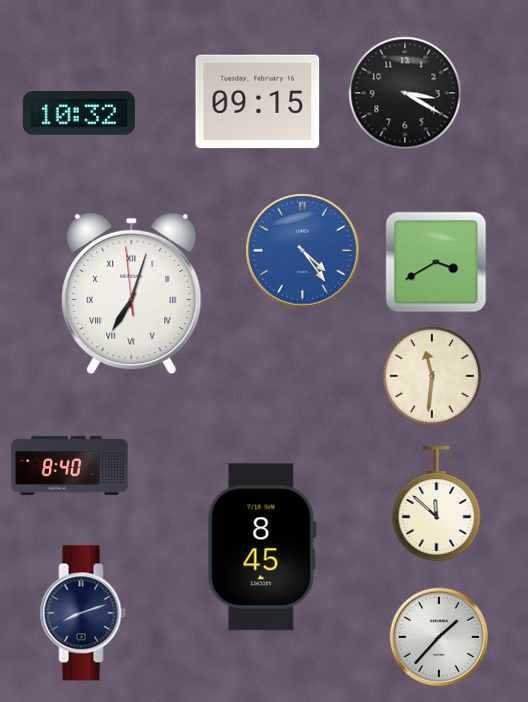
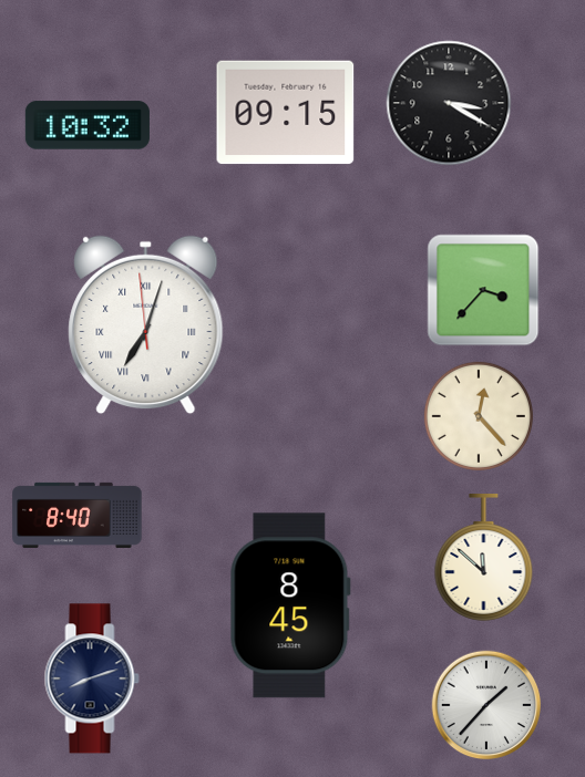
clock at (303, 251): 4:24 -> none
clock at (436, 262): 3:40 -> 3:37
clock at (432, 376): 11:31 -> 12:23
